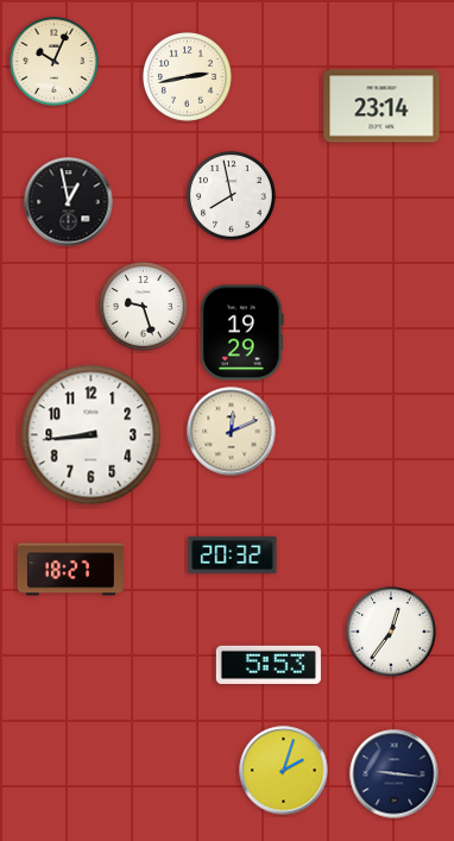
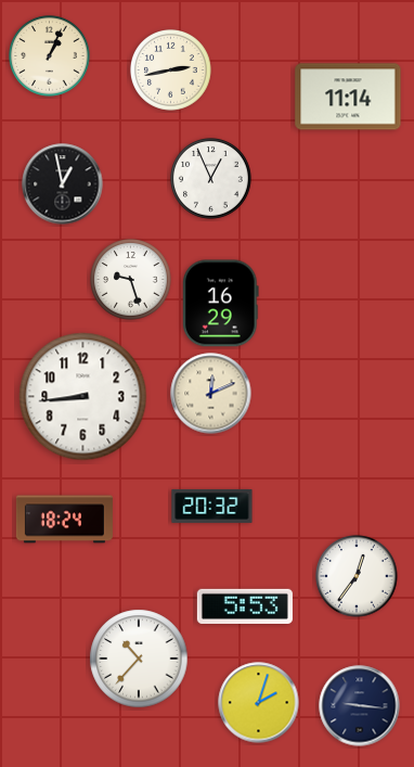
clock at (55, 62): 10:04 -> 1:04
clock at (382, 106): 23:14 -> 11:14
clock at (232, 196): 7:58 -> 12:56
clock at (242, 333): 19:29 -> 16:29
clock at (70, 570): 18:27 -> 18:24
clock at (139, 659): none -> 10:37
